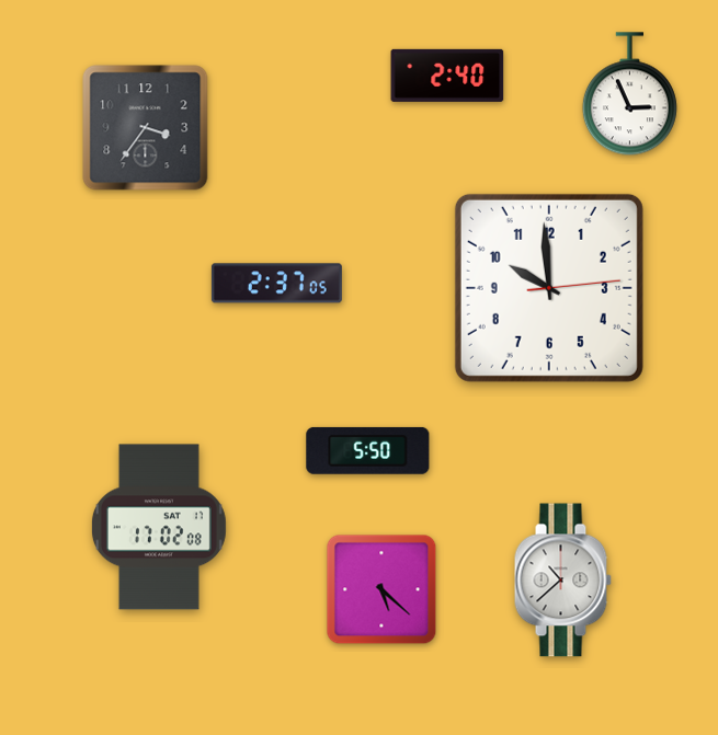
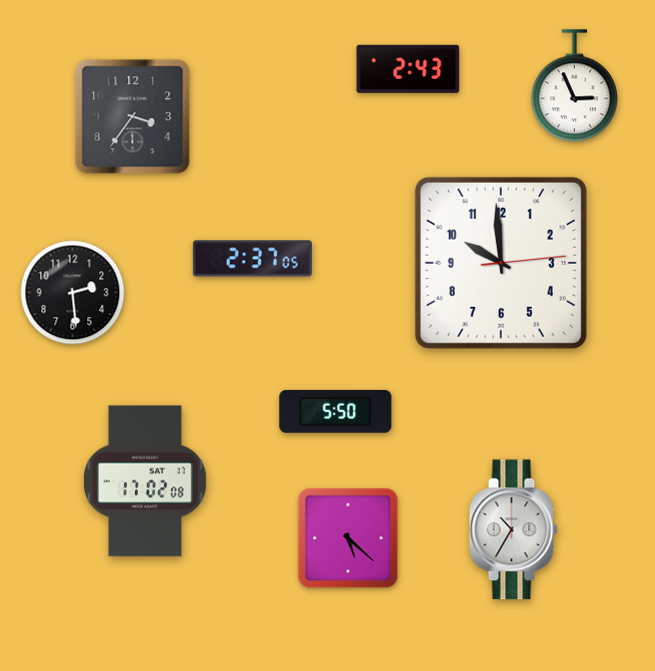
clock at (447, 76): 2:40 -> 2:43
clock at (73, 293): none -> 2:29
clock at (562, 581): 10:38 -> 10:35
